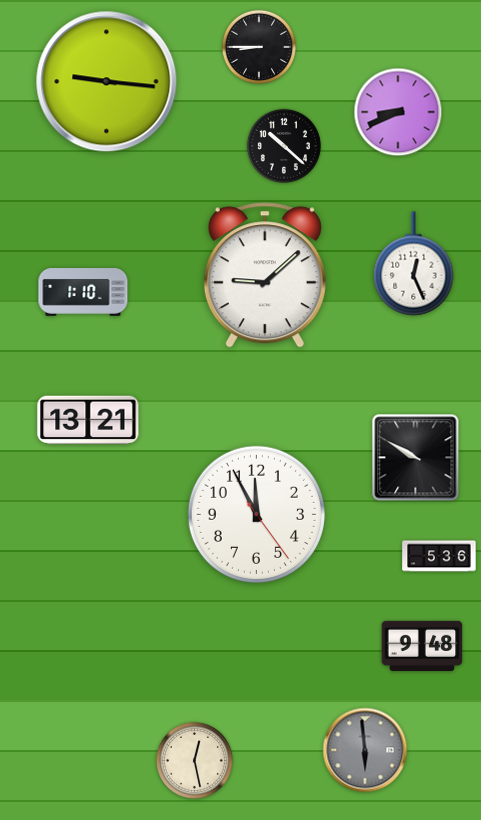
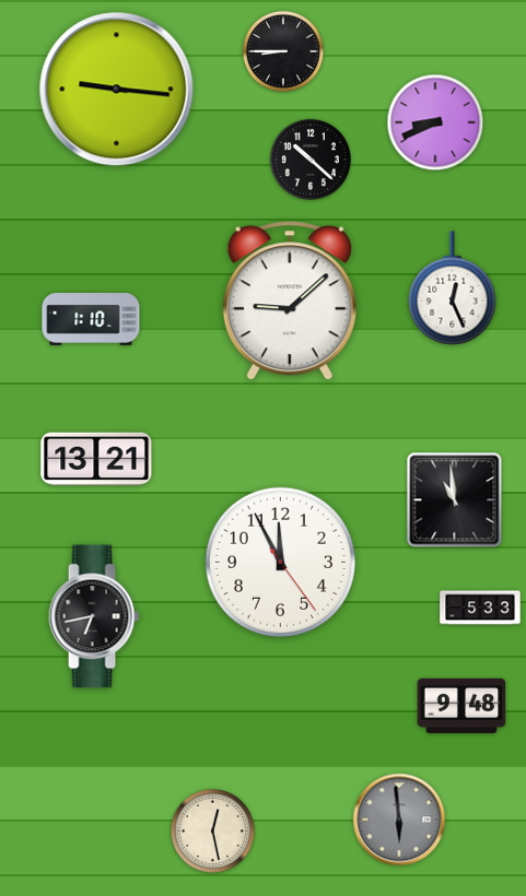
clock at (416, 458): 9:50 -> 10:59
clock at (439, 556): 5:36 -> 5:33
clock at (94, 616): none -> 6:43
